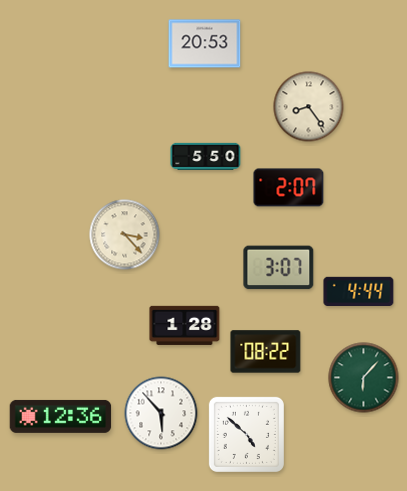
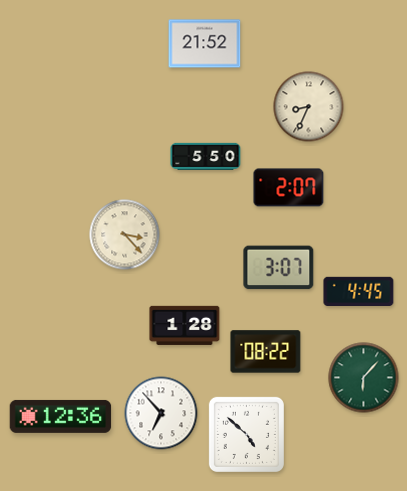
clock at (205, 44): 20:53 -> 21:52
clock at (309, 107): 8:24 -> 8:34
clock at (359, 291): 4:44 -> 4:45
clock at (161, 413): 5:53 -> 6:53
